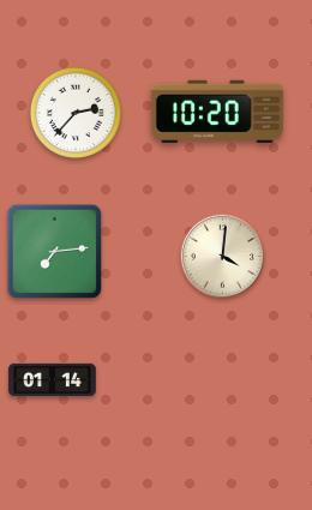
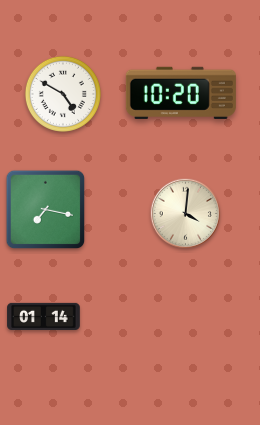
clock at (76, 113): 2:37 -> 4:50
clock at (55, 252): 7:14 -> 7:17
